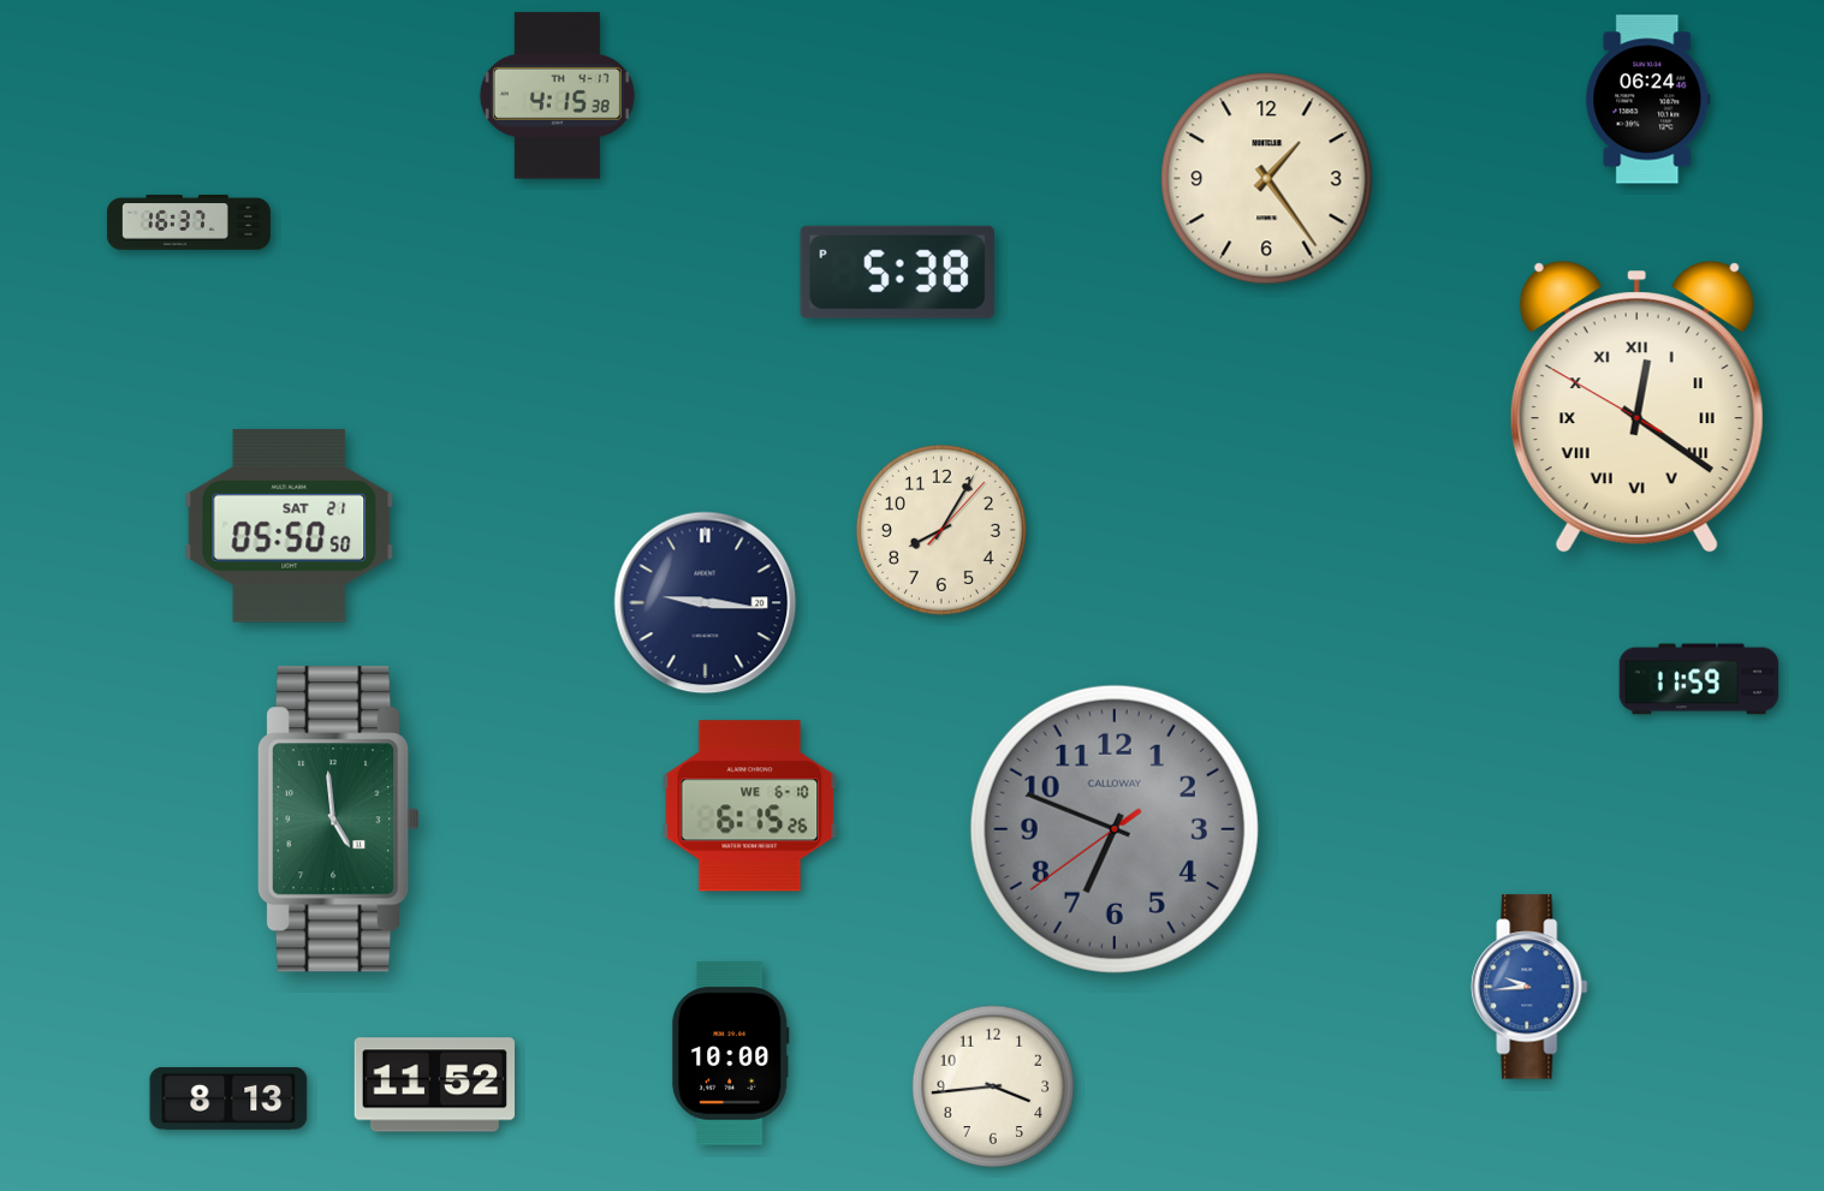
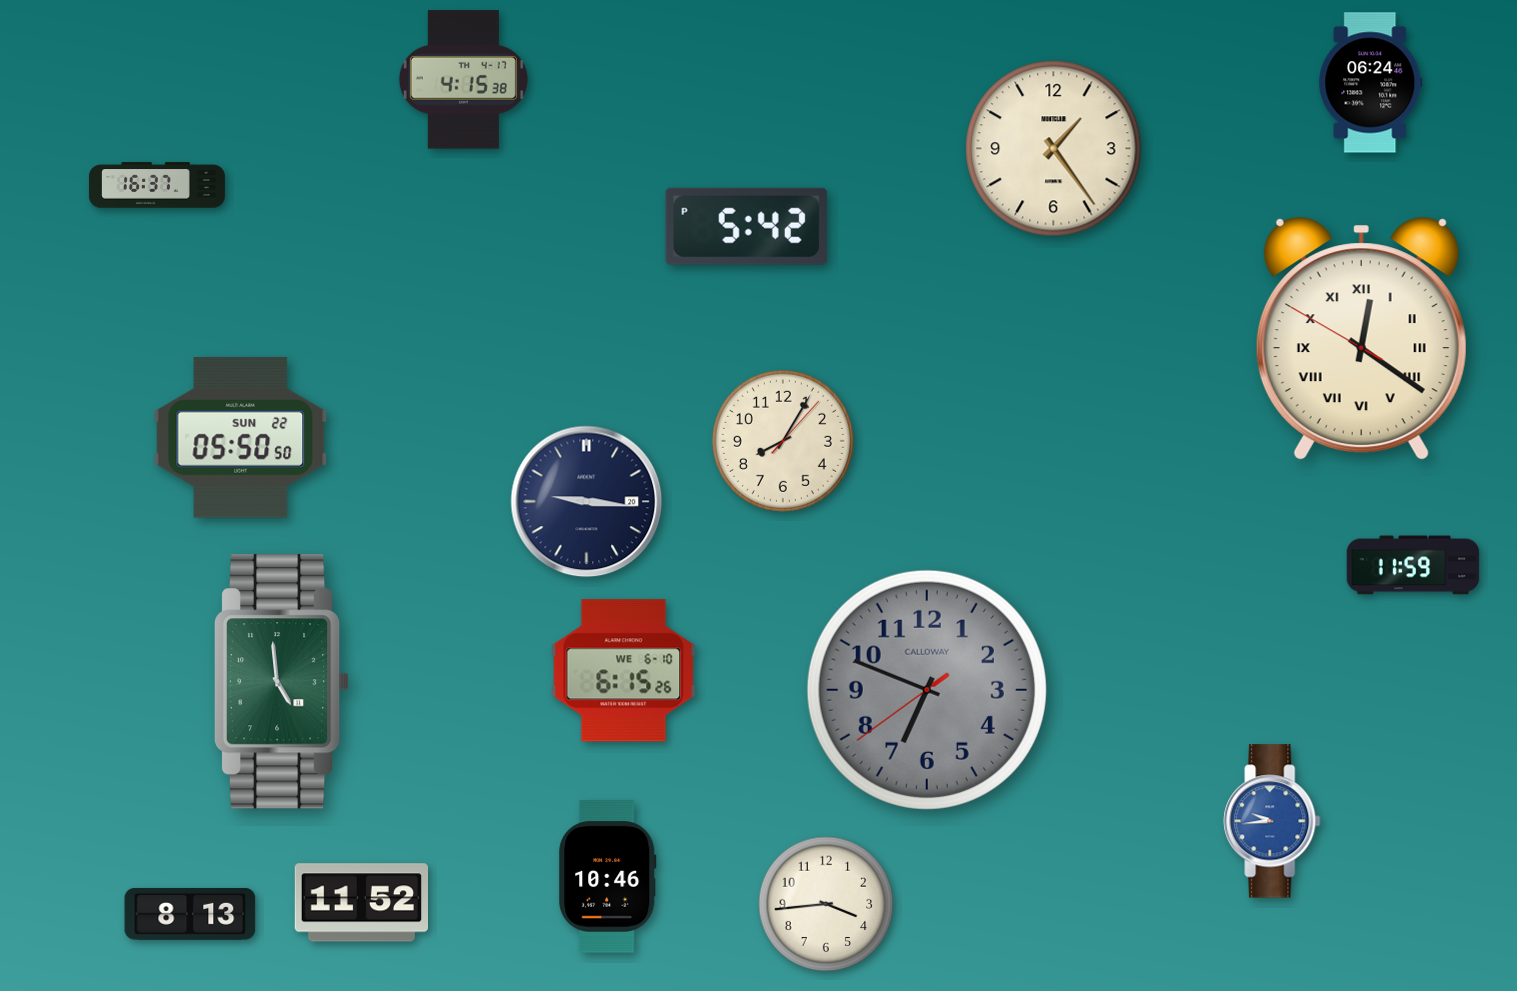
clock at (897, 272): 5:38 -> 5:42
clock at (290, 525) date: SAT 21 -> SUN 22
clock at (731, 1054): 10:00 -> 10:46
